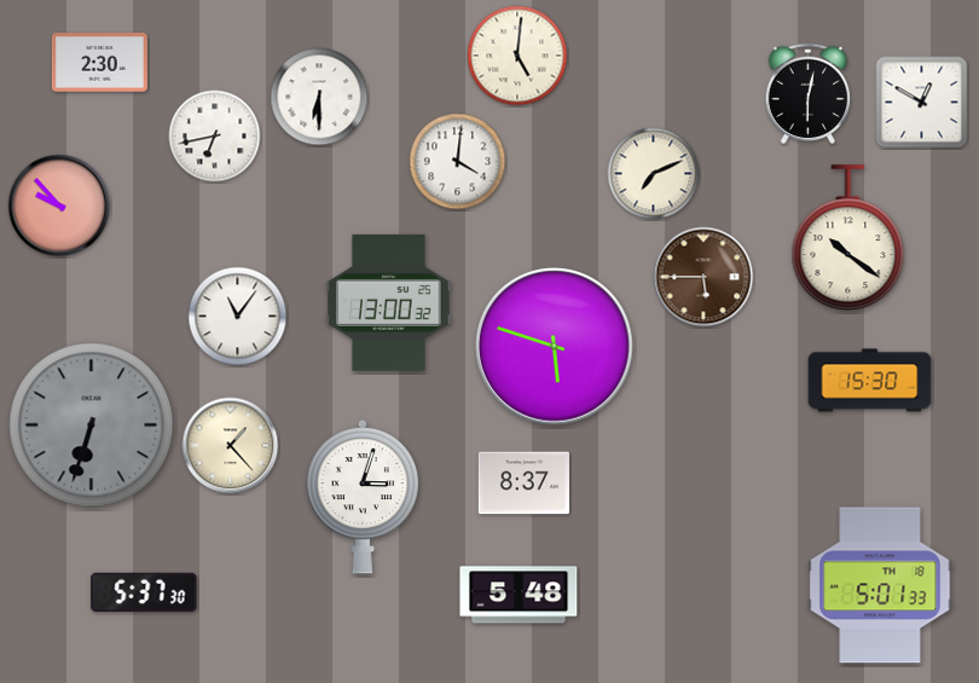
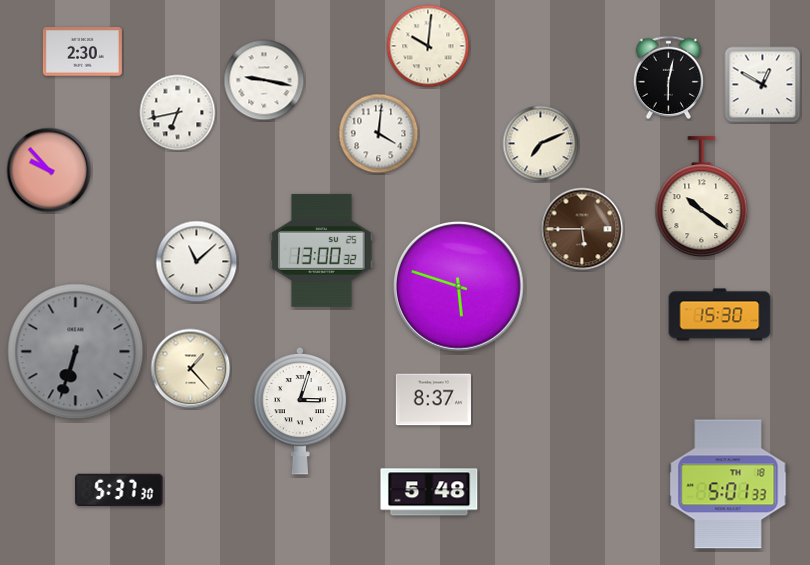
clock at (517, 56): 5:01 -> 10:01
clock at (319, 97): 6:30 -> 9:17
clock at (238, 317): 11:06 -> 11:08
